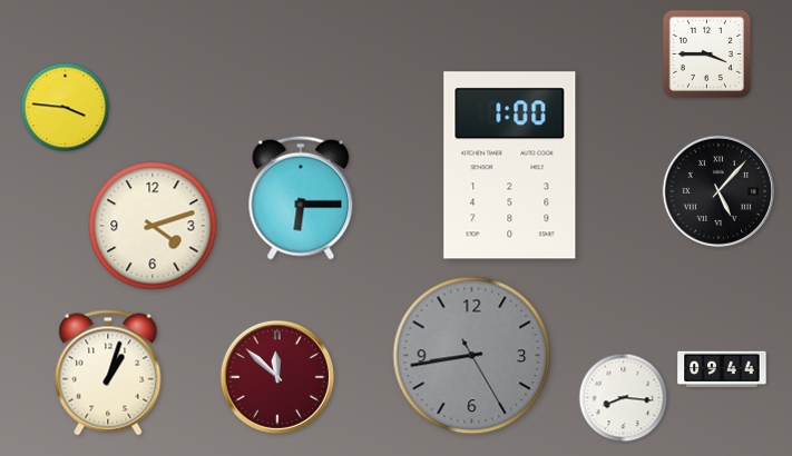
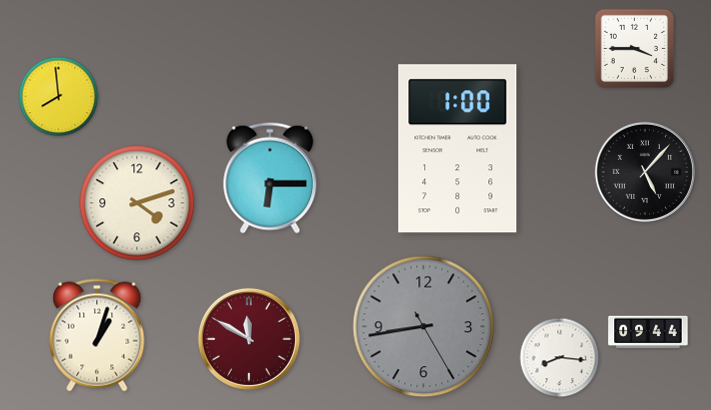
clock at (66, 108): 3:46 -> 7:59
clock at (472, 356) position: (472, 356) -> (424, 327)
clock at (277, 377): 11:52 -> 11:50
